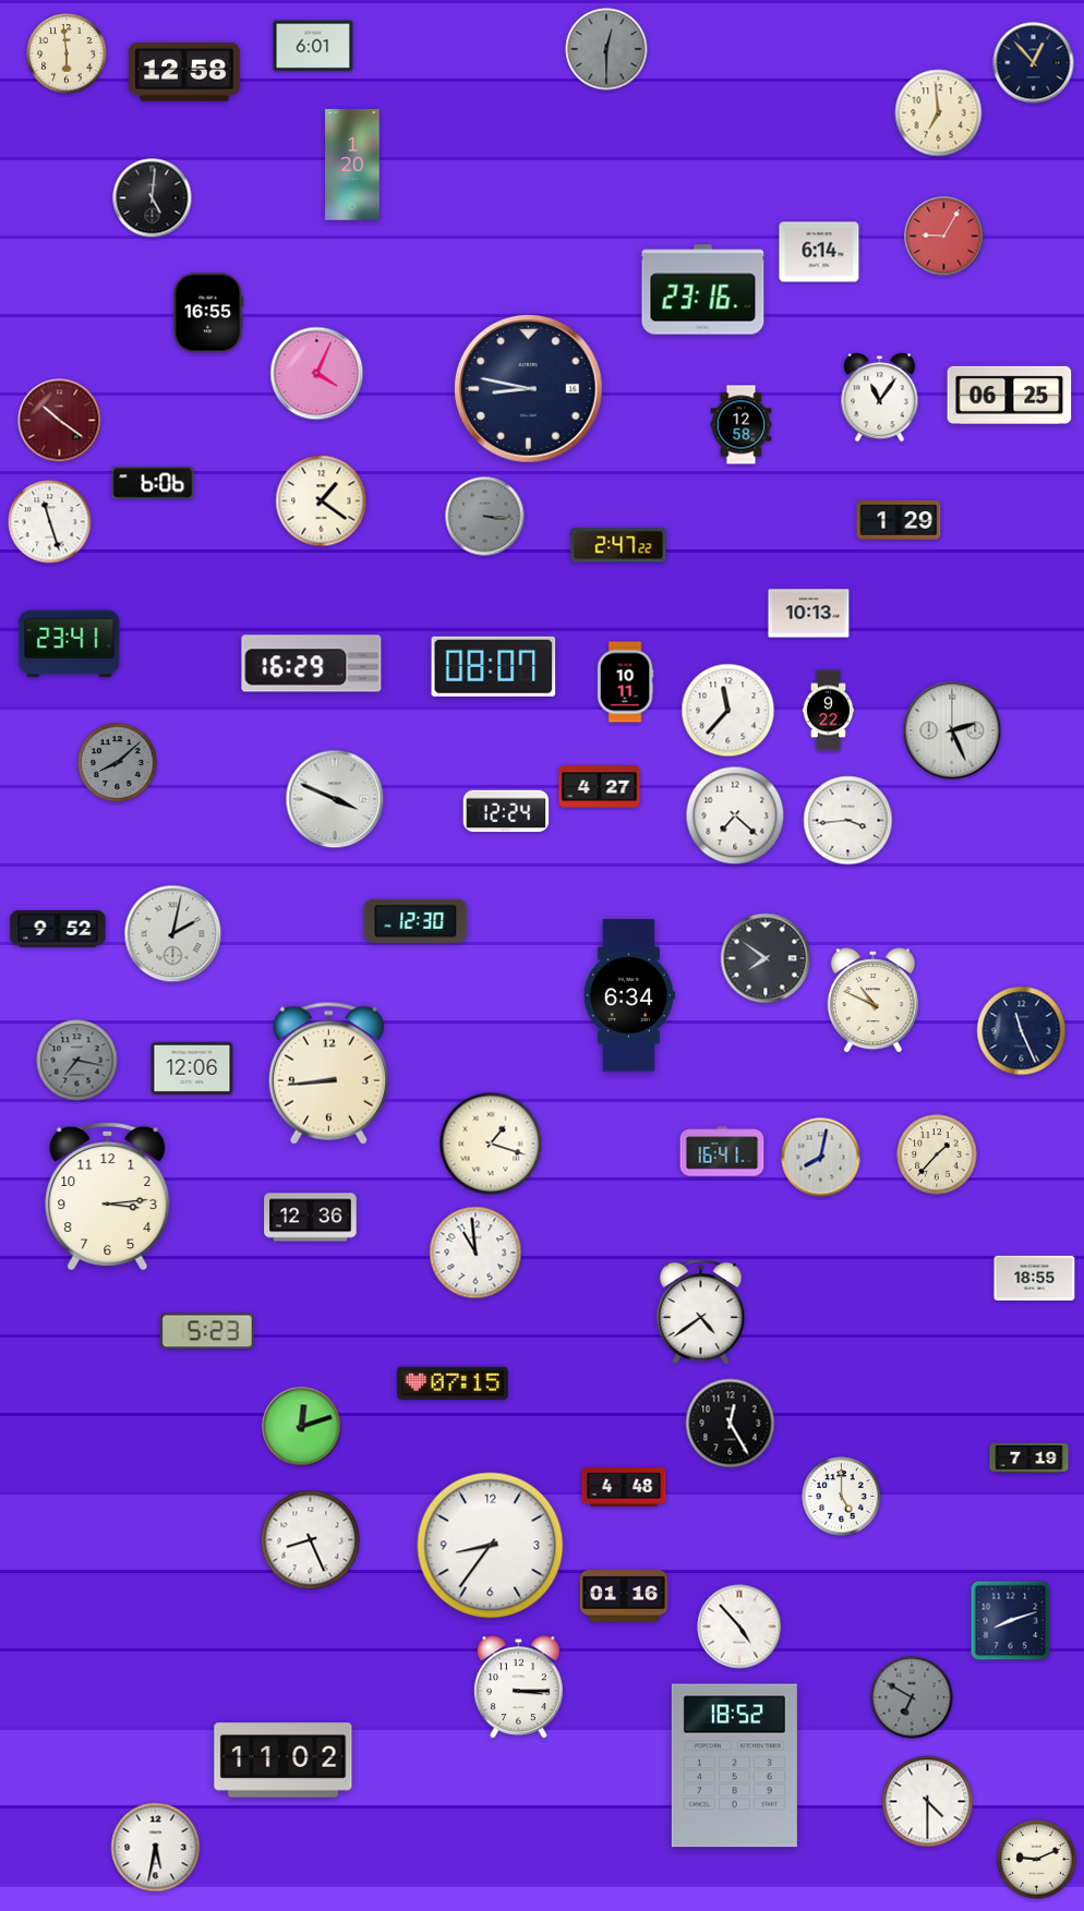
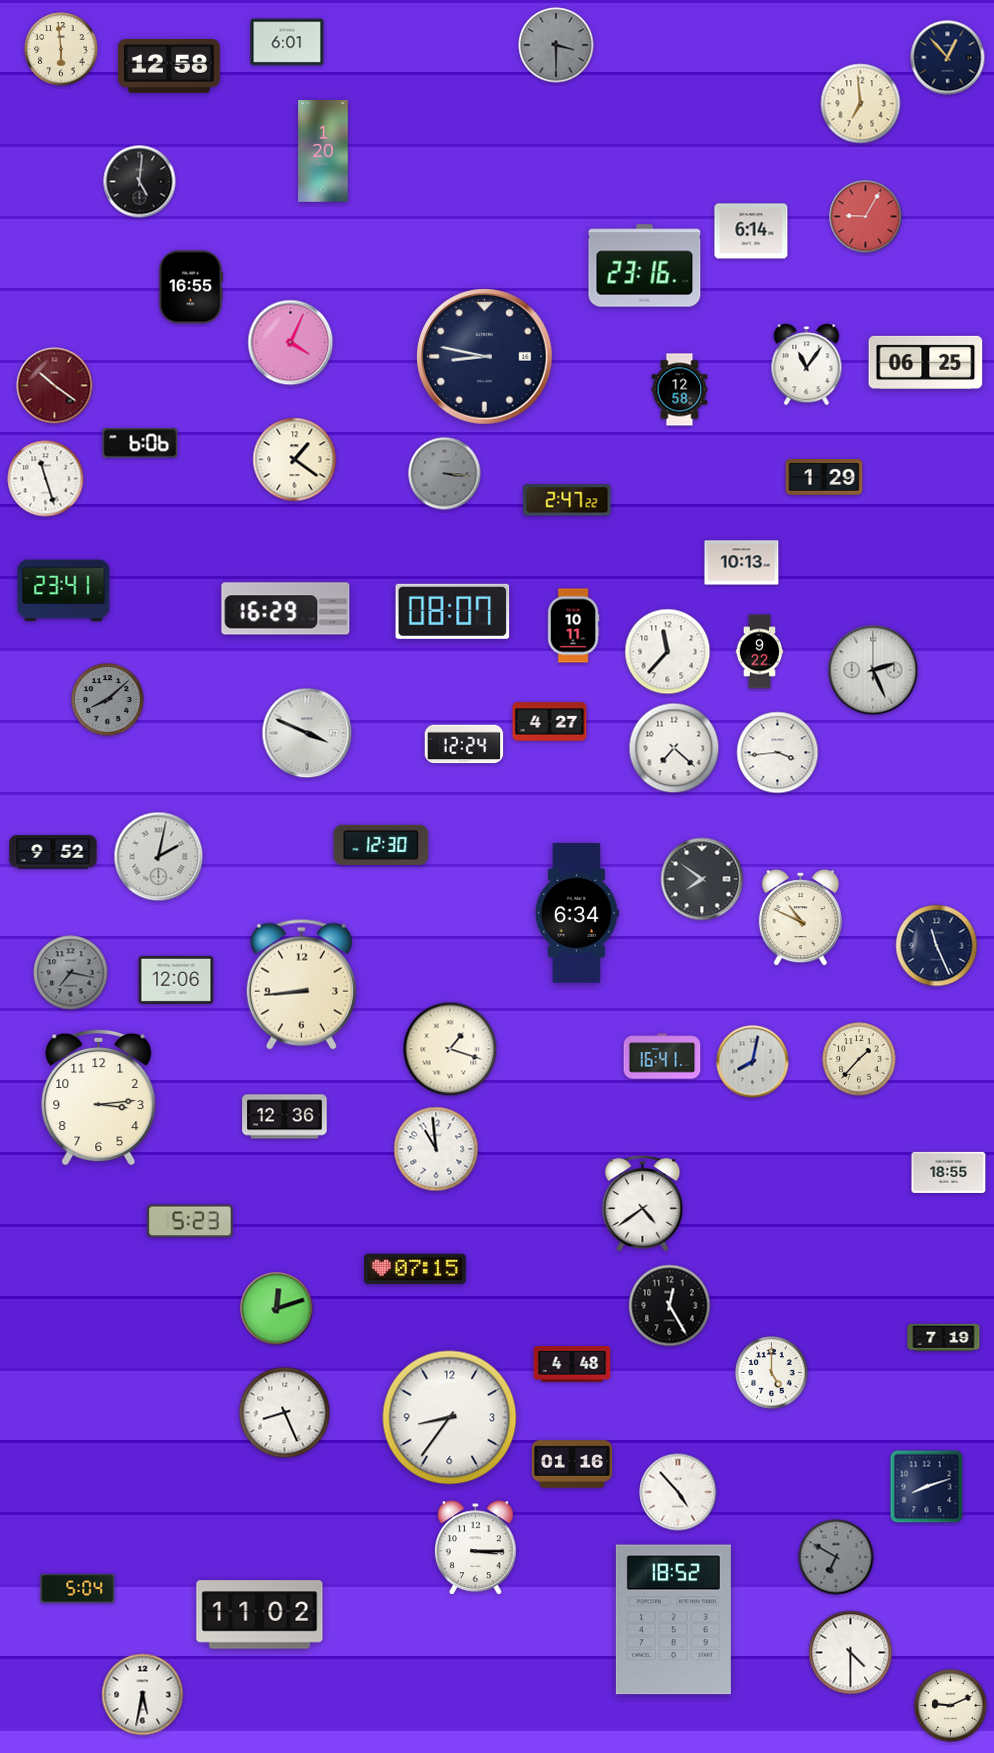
clock at (606, 49): 12:30 -> 3:30
clock at (78, 1588): none -> 5:04
